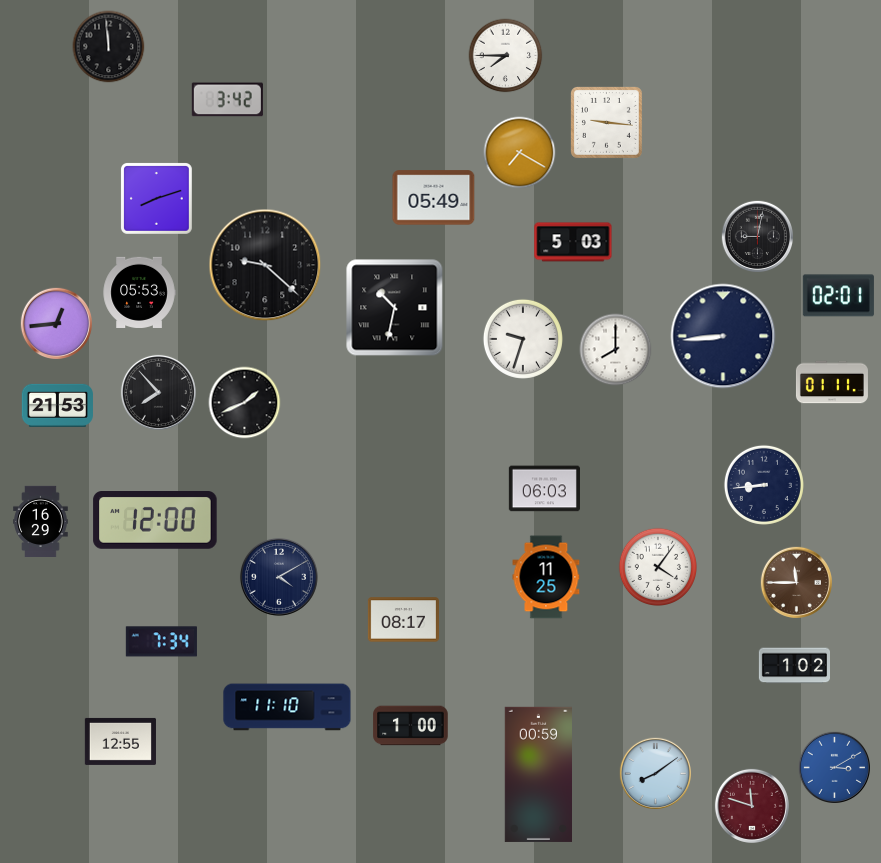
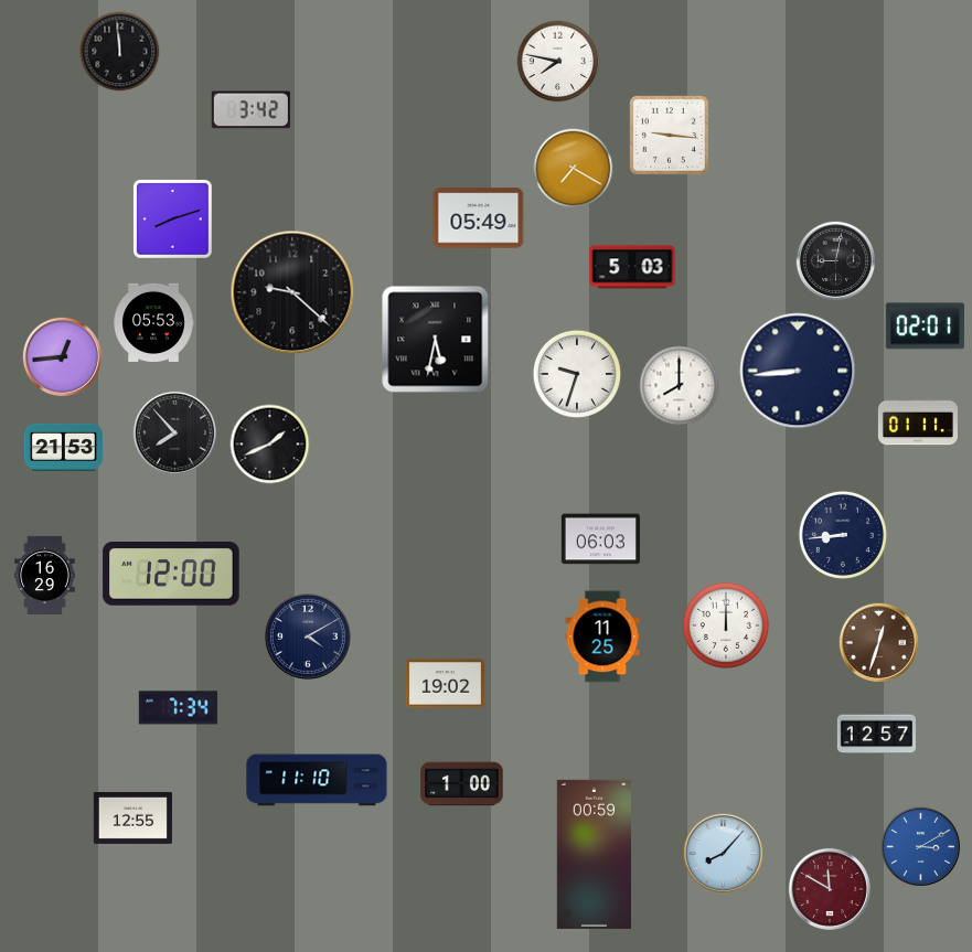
clock at (506, 56): 7:45 -> 7:47
clock at (395, 308): 10:32 -> 5:32
clock at (657, 566): 4:06 -> 12:00
clock at (796, 582): 11:45 -> 12:33
clock at (403, 620): 08:17 -> 19:02
clock at (794, 666): 1:02 -> 12:57
clock at (411, 726) position: (411, 726) -> (462, 784)
clock at (655, 773): 8:09 -> 8:07
clock at (752, 806): 11:48 -> 11:50
